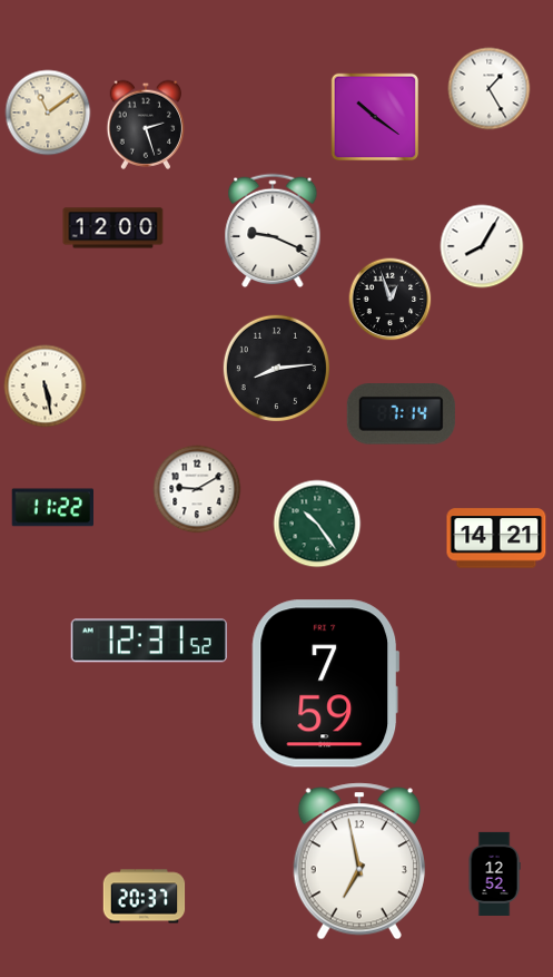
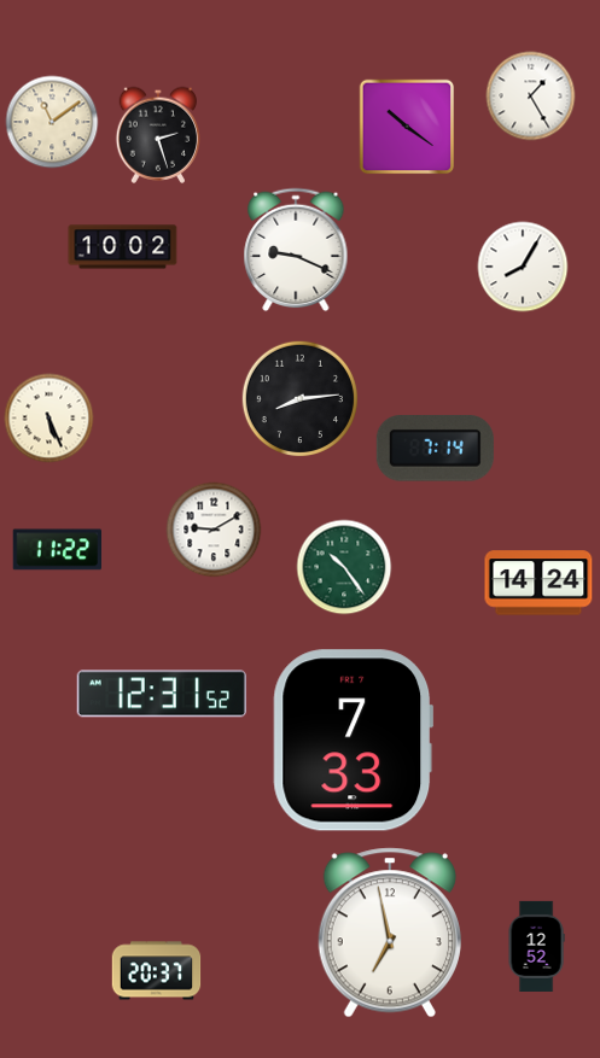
clock at (113, 228): 12:00 -> 10:02
clock at (391, 300): 12:57 -> none
clock at (46, 387): 5:28 -> 5:26
clock at (496, 538): 14:21 -> 14:24
clock at (326, 684): 7:59 -> 7:33
